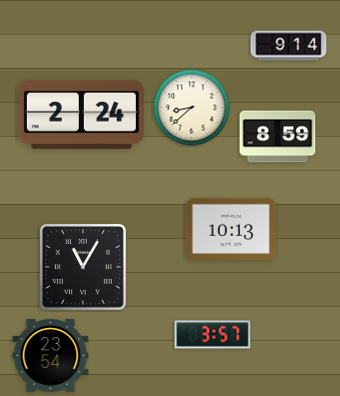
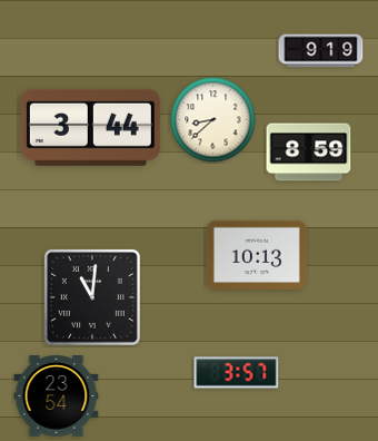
clock at (289, 46): 9:14 -> 9:19
clock at (81, 114): 2:24 -> 3:44
clock at (83, 267): 11:05 -> 11:01
